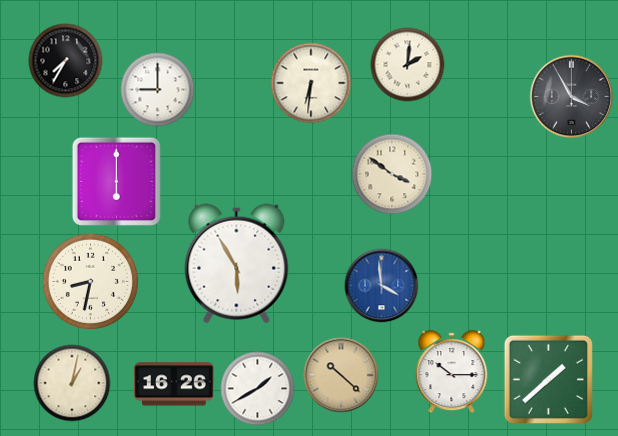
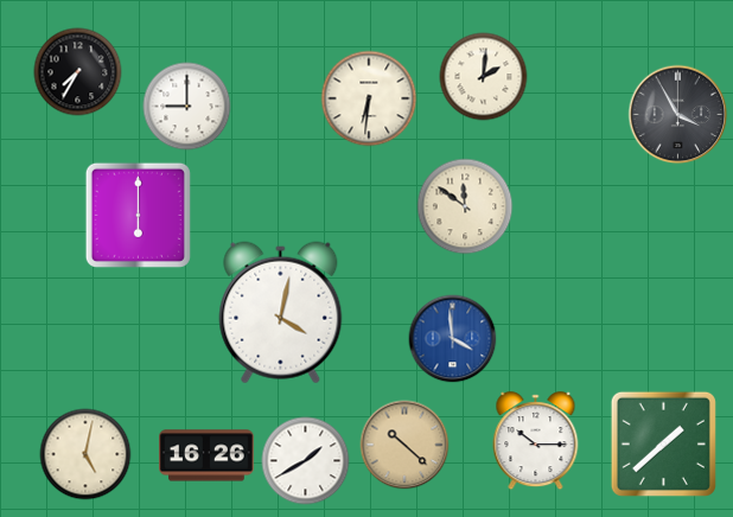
clock at (392, 174): 3:51 -> 11:51
clock at (237, 264): 5:55 -> 4:02
clock at (91, 282): 8:32 -> none
clock at (548, 379) position: (548, 379) -> (663, 443)
clock at (72, 383): 1:02 -> 5:02
